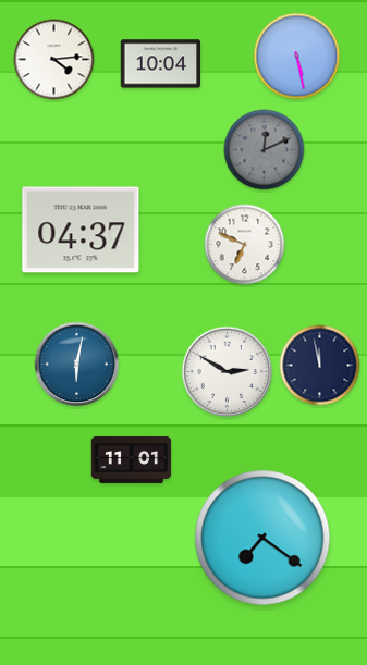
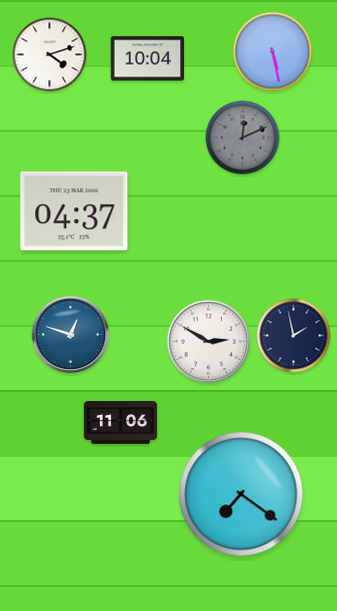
clock at (54, 60): 4:14 -> 4:12
clock at (245, 245): 6:49 -> none
clock at (77, 365): 6:02 -> 12:48
clock at (320, 366): 11:58 -> 1:58
clock at (132, 459): 11:01 -> 11:06
